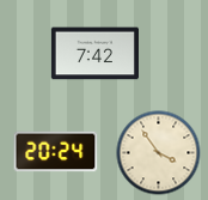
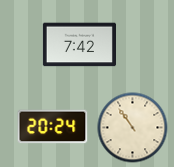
clock at (56, 152) position: (56, 152) -> (53, 127)
clock at (159, 153): 3:54 -> 10:54
